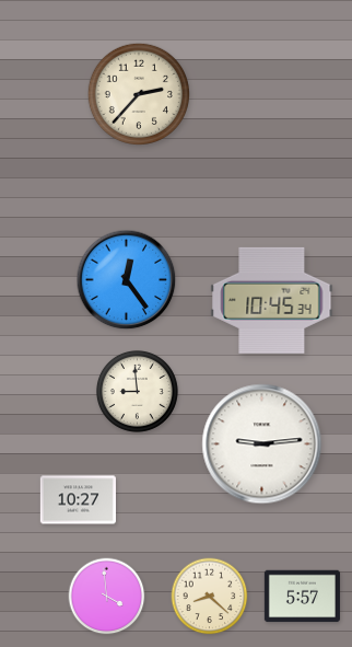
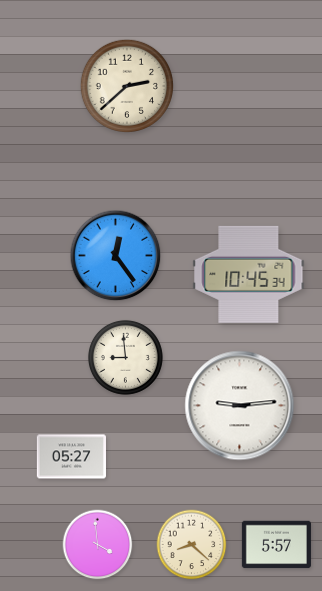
clock at (138, 93): 2:37 -> 2:38
clock at (78, 500): 10:27 -> 05:27
